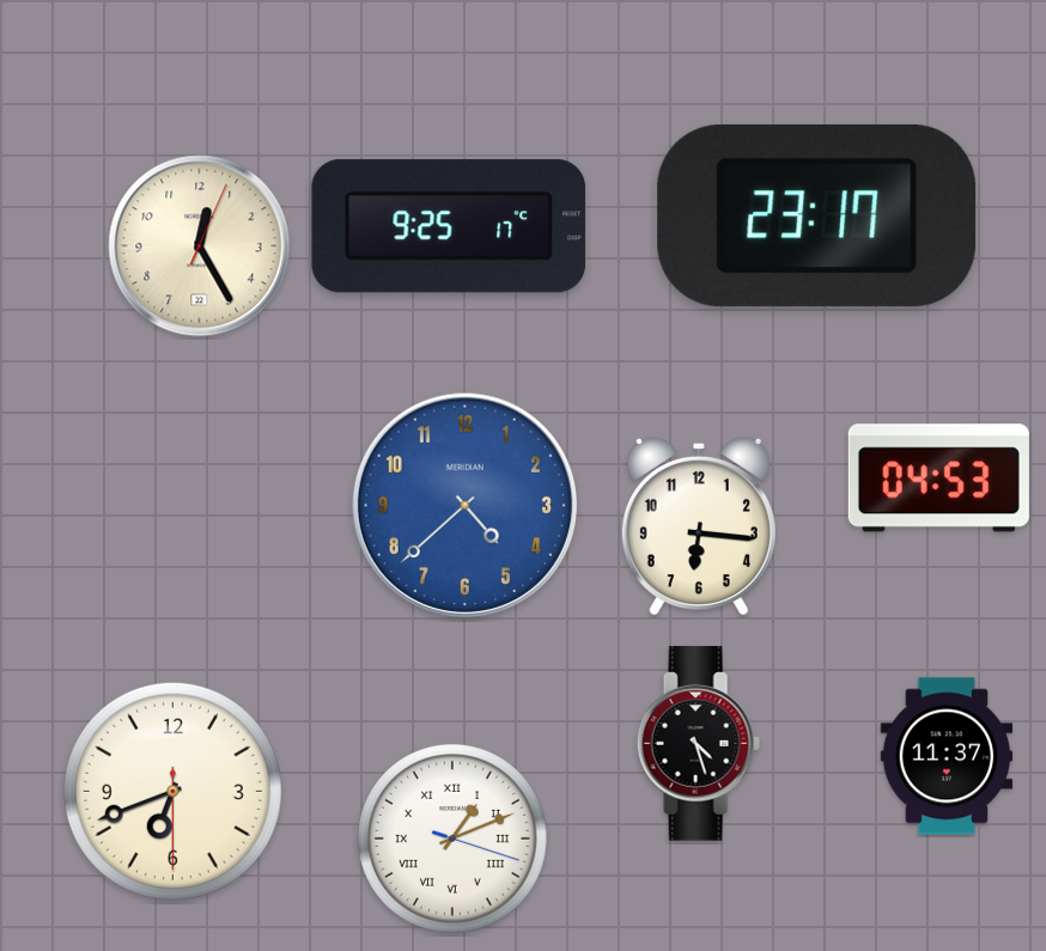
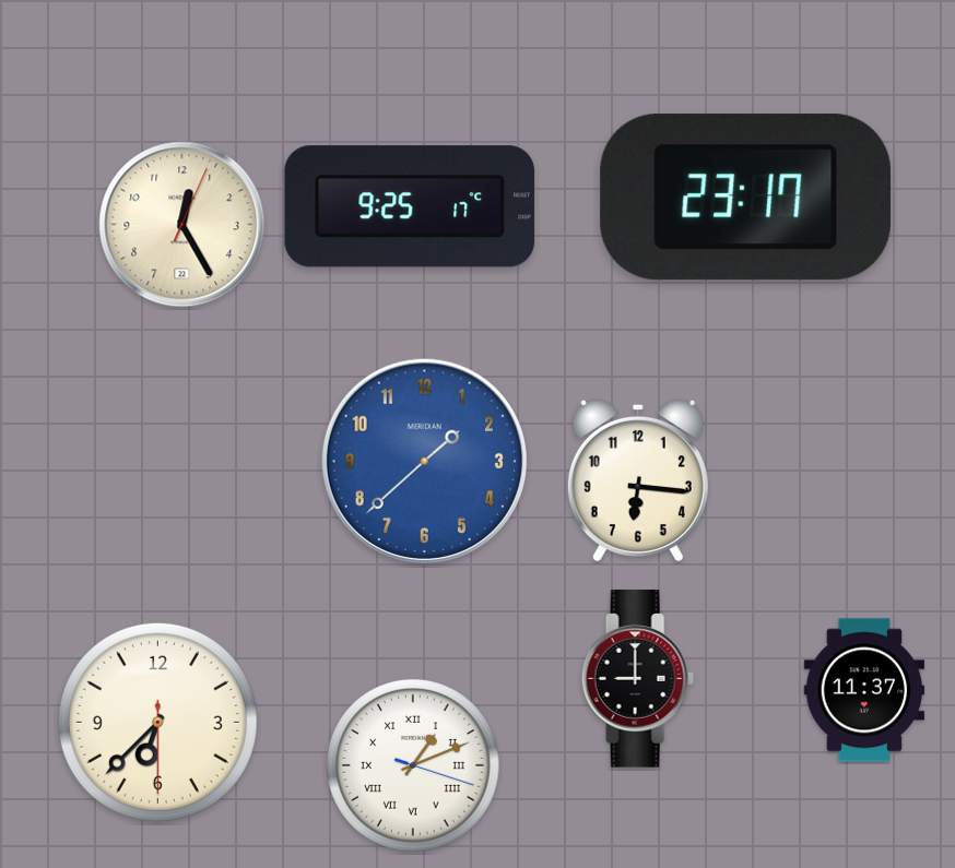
clock at (938, 478): 04:53 -> none
clock at (464, 505): 4:38 -> 1:38
clock at (698, 744): 4:27 -> 9:00
clock at (172, 791): 6:41 -> 6:37
